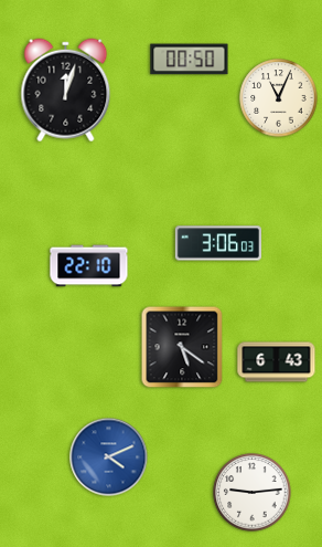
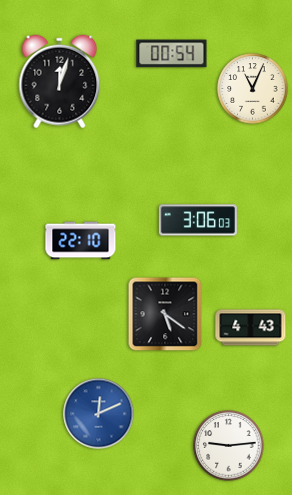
clock at (190, 60): 00:50 -> 00:54
clock at (277, 362): 6:43 -> 4:43
clock at (109, 457): 4:11 -> 12:11
